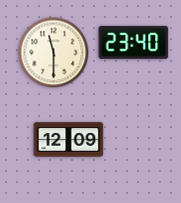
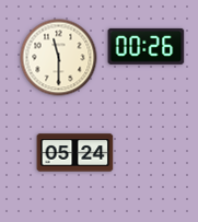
clock at (134, 42): 23:40 -> 00:26
clock at (69, 140): 12:09 -> 05:24
